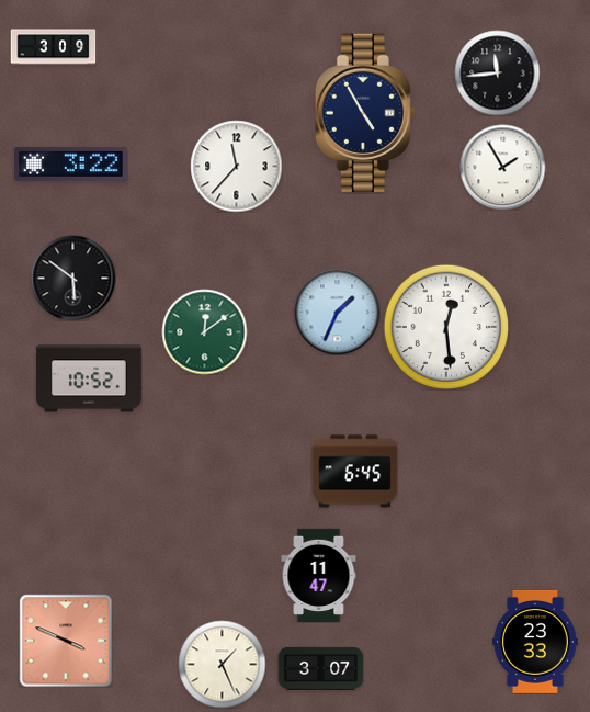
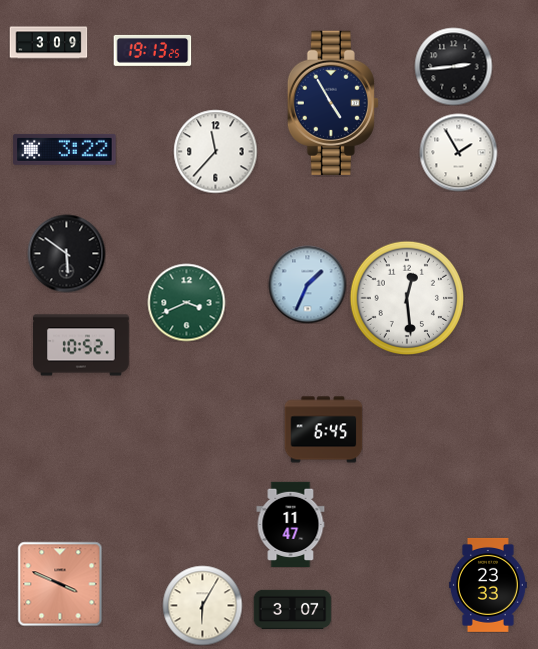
clock at (152, 50): none -> 19:13
clock at (497, 72): 11:44 -> 2:44
clock at (204, 331): 12:09 -> 3:41
clock at (222, 664): 1:26 -> 6:05
